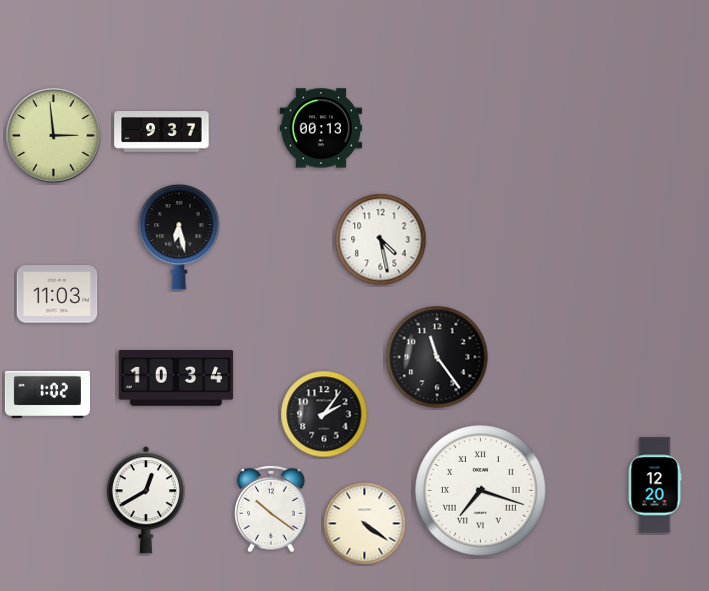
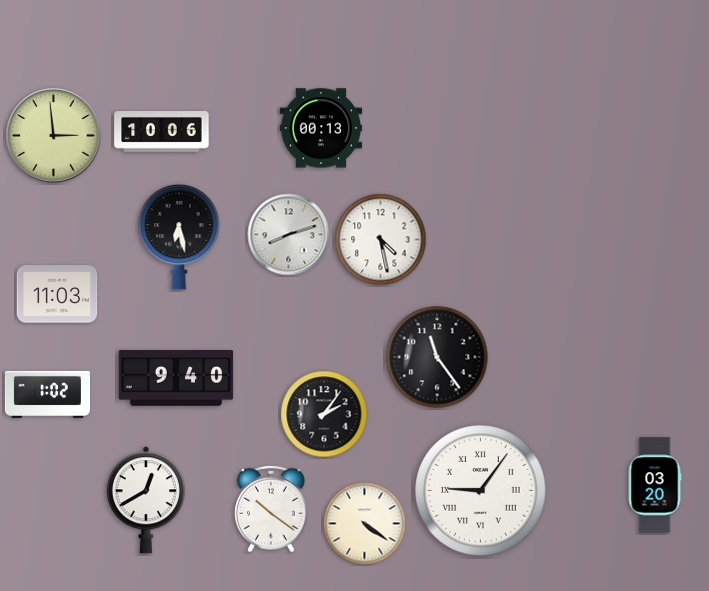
clock at (162, 132): 9:37 -> 10:06
clock at (289, 235): none -> 8:12
clock at (176, 378): 10:34 -> 9:40
clock at (655, 485): 12:20 -> 03:20
clock at (481, 491): 7:18 -> 9:06
